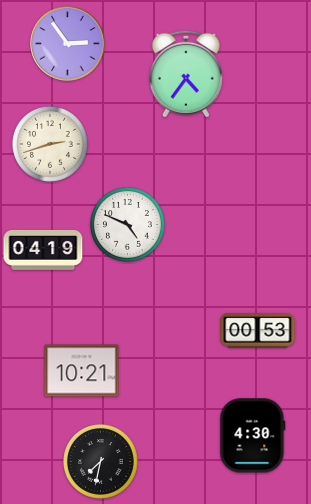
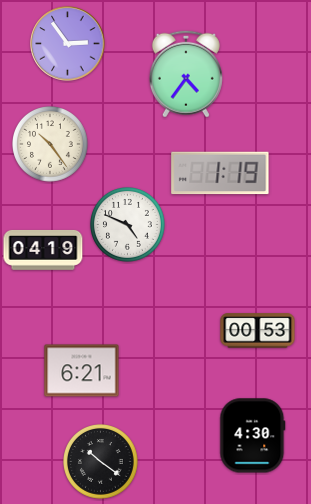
clock at (51, 145): 2:42 -> 10:24
clock at (220, 173): none -> 1:19
clock at (82, 371): 10:21 -> 6:21
clock at (101, 462): 7:32 -> 10:21
